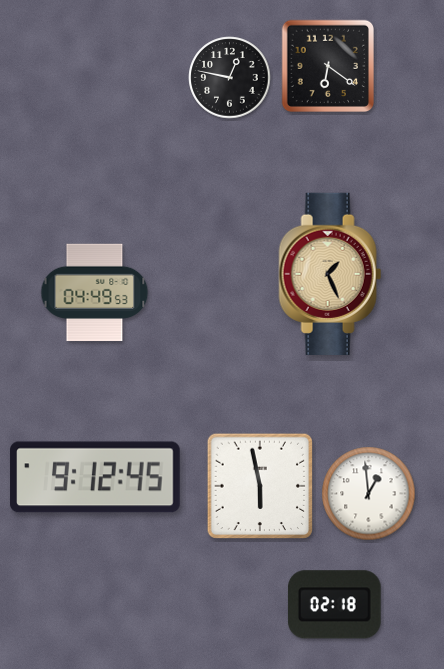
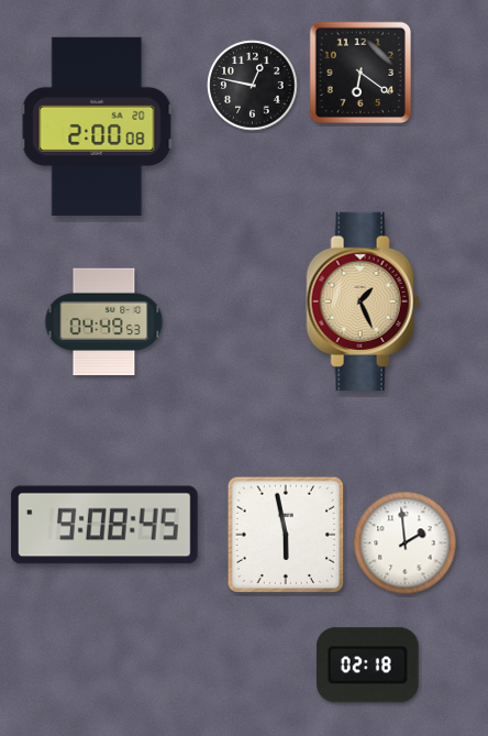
clock at (97, 127): none -> 2:00
clock at (95, 477): 9:12 -> 9:08
clock at (369, 494): 12:59 -> 1:59
